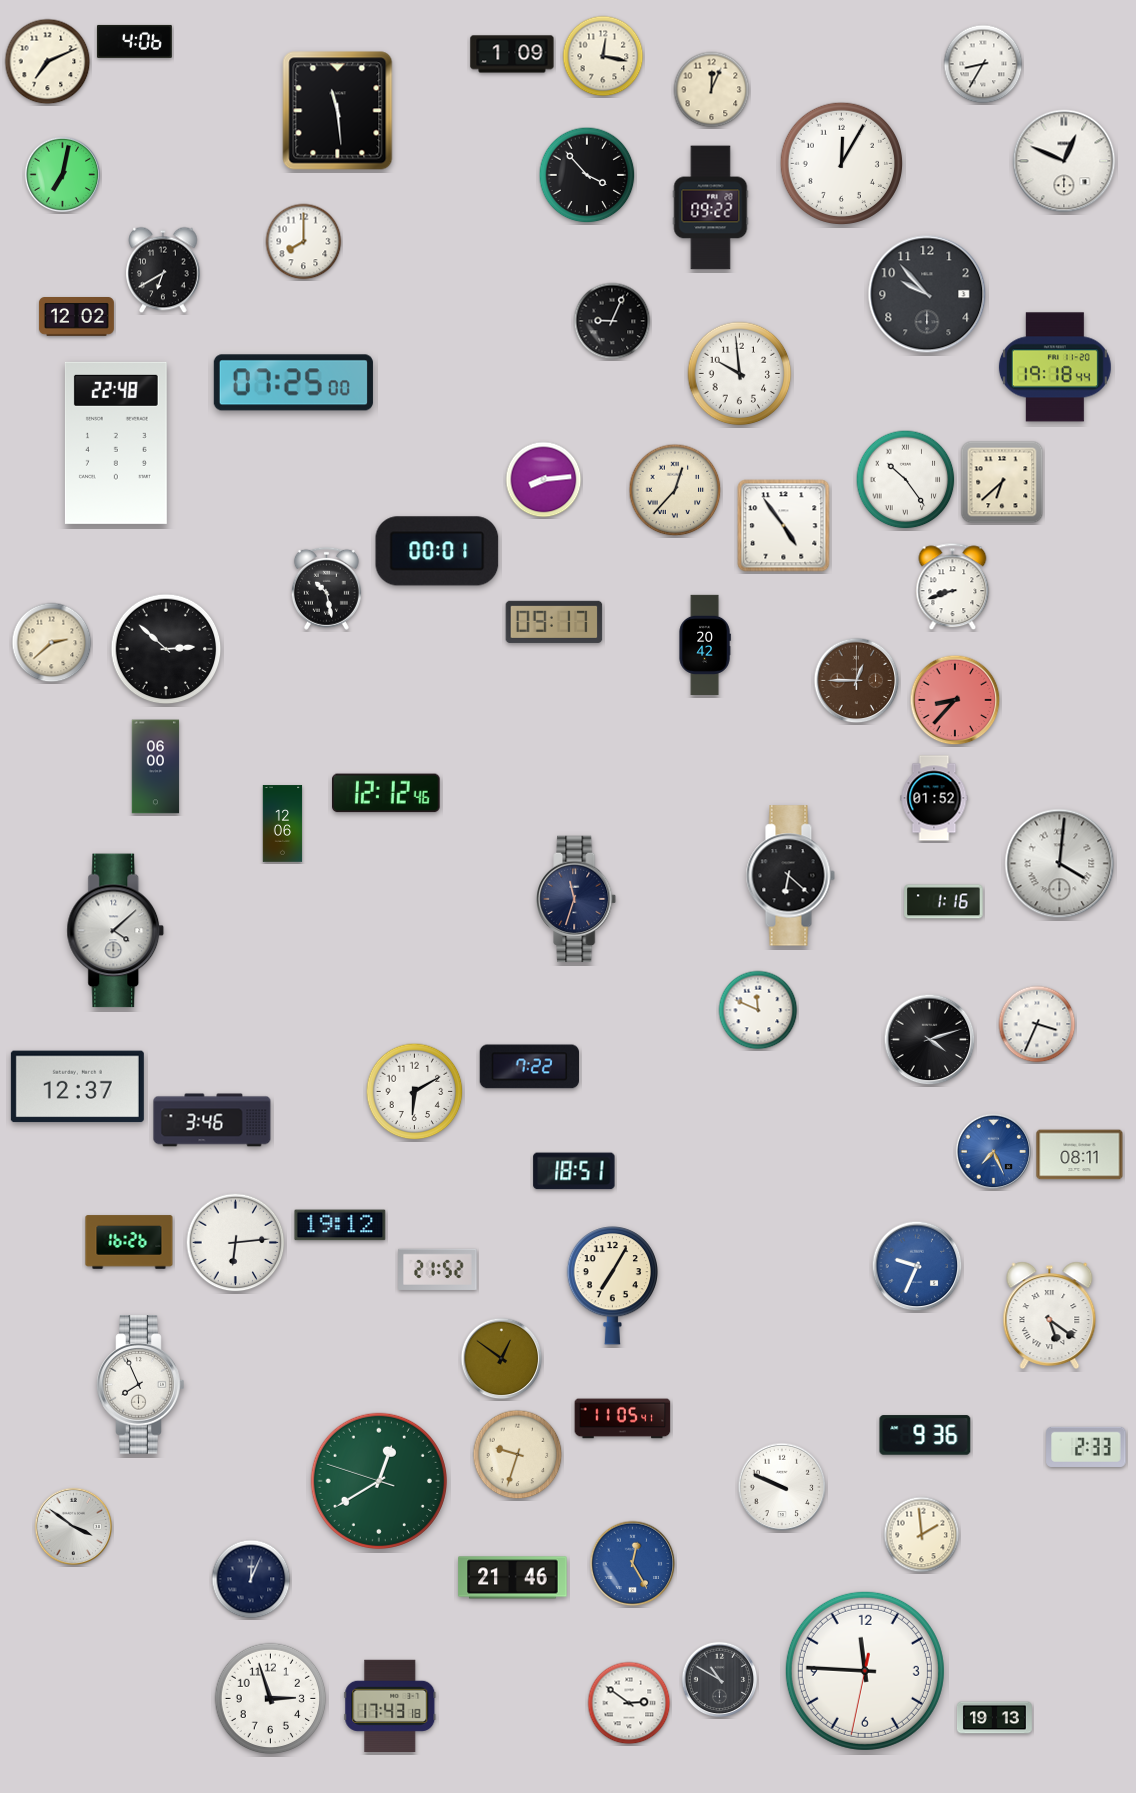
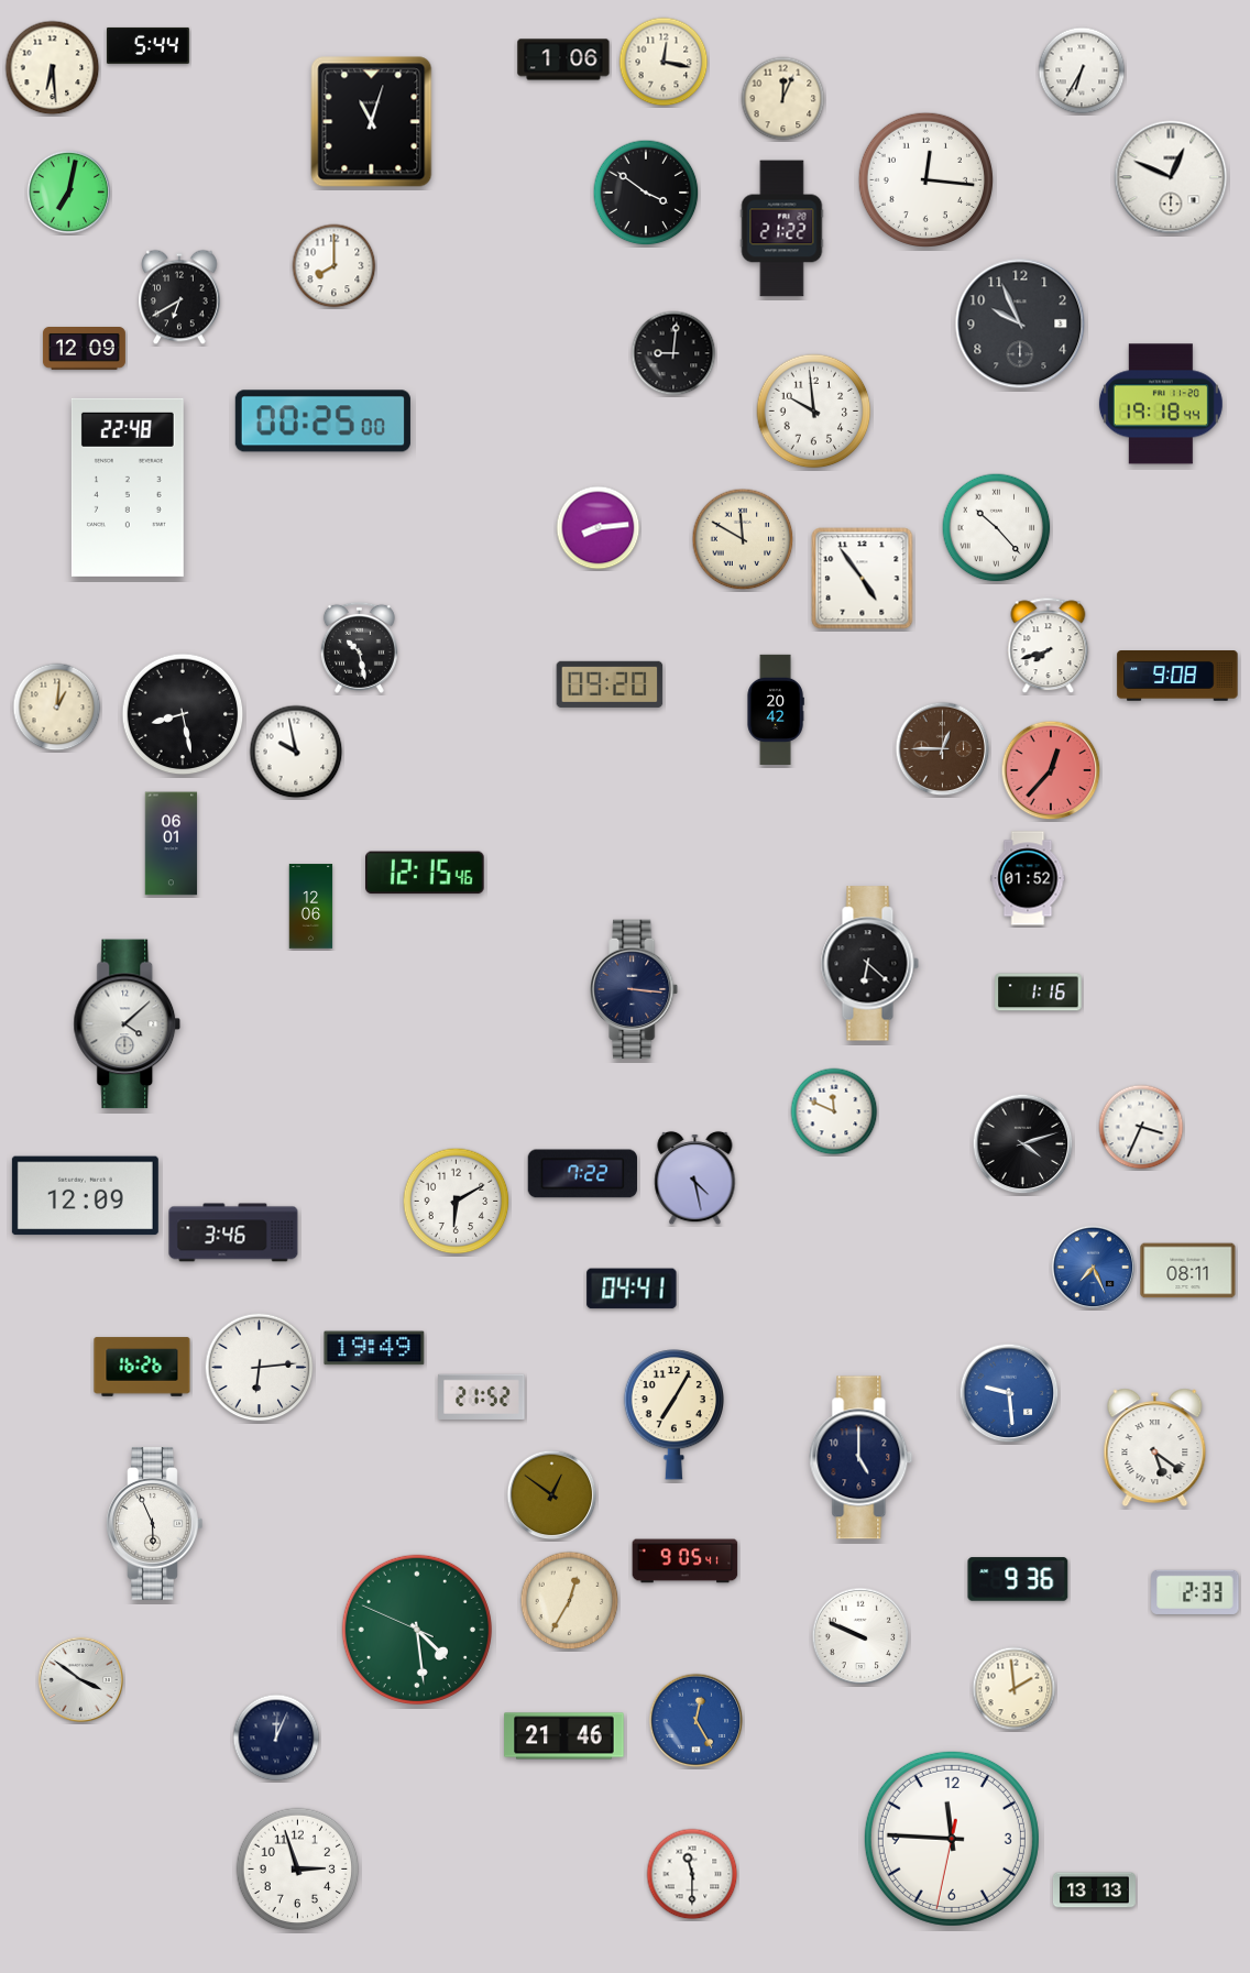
clock at (134, 41): 4:06 -> 5:44
clock at (512, 54): 1:09 -> 1:06
clock at (48, 62): 7:11 -> 6:29
clock at (983, 64): 8:35 -> 6:35
clock at (338, 111): 11:29 -> 11:03
clock at (841, 163): 12:05 -> 12:16
clock at (587, 175): 3:53 -> 3:51
clock at (711, 208): 09:22 -> 21:22
clock at (927, 294): 9:53 -> 9:56
clock at (76, 317): 12:02 -> 12:09
clock at (612, 321): 9:04 -> 9:01
clock at (293, 383): 07:25 -> 00:25
clock at (906, 480): 10:24 -> 10:23
clock at (1002, 482): 6:38 -> none
clock at (675, 490): 12:37 -> 11:50
clock at (437, 551): 00:01 -> none
clock at (953, 587): 8:42 -> 7:42
clock at (1177, 677): none -> 9:08
clock at (554, 622): 09:17 -> 09:20
clock at (52, 643): 2:38 -> 1:01
clock at (166, 649): 2:52 -> 8:28
clock at (296, 752): none -> 9:58
clock at (955, 700): 8:37 -> 12:37
clock at (156, 767): 06:00 -> 06:01
clock at (387, 793): 12:12 -> 12:15
clock at (1060, 864): 4:01 -> none
clock at (577, 899): 11:33 -> 3:16
clock at (695, 1179): none -> 4:28
clock at (77, 1087): 12:37 -> 12:09
clock at (574, 1171): 18:51 -> 04:41
clock at (340, 1225): 19:12 -> 19:49
clock at (917, 1266): 9:34 -> 9:29
clock at (862, 1458): none -> 5:00
clock at (141, 1385): 7:56 -> 5:56
clock at (623, 1419): 11:05 -> 9:05
clock at (518, 1455): 9:33 -> 12:35
clock at (379, 1481): 12:39 -> 4:28
clock at (720, 1680): 10:50 -> none
clock at (629, 1703): 2:51 -> 11:30
clock at (390, 1705): 17:43 -> none
clock at (994, 1718): 19:13 -> 13:13
